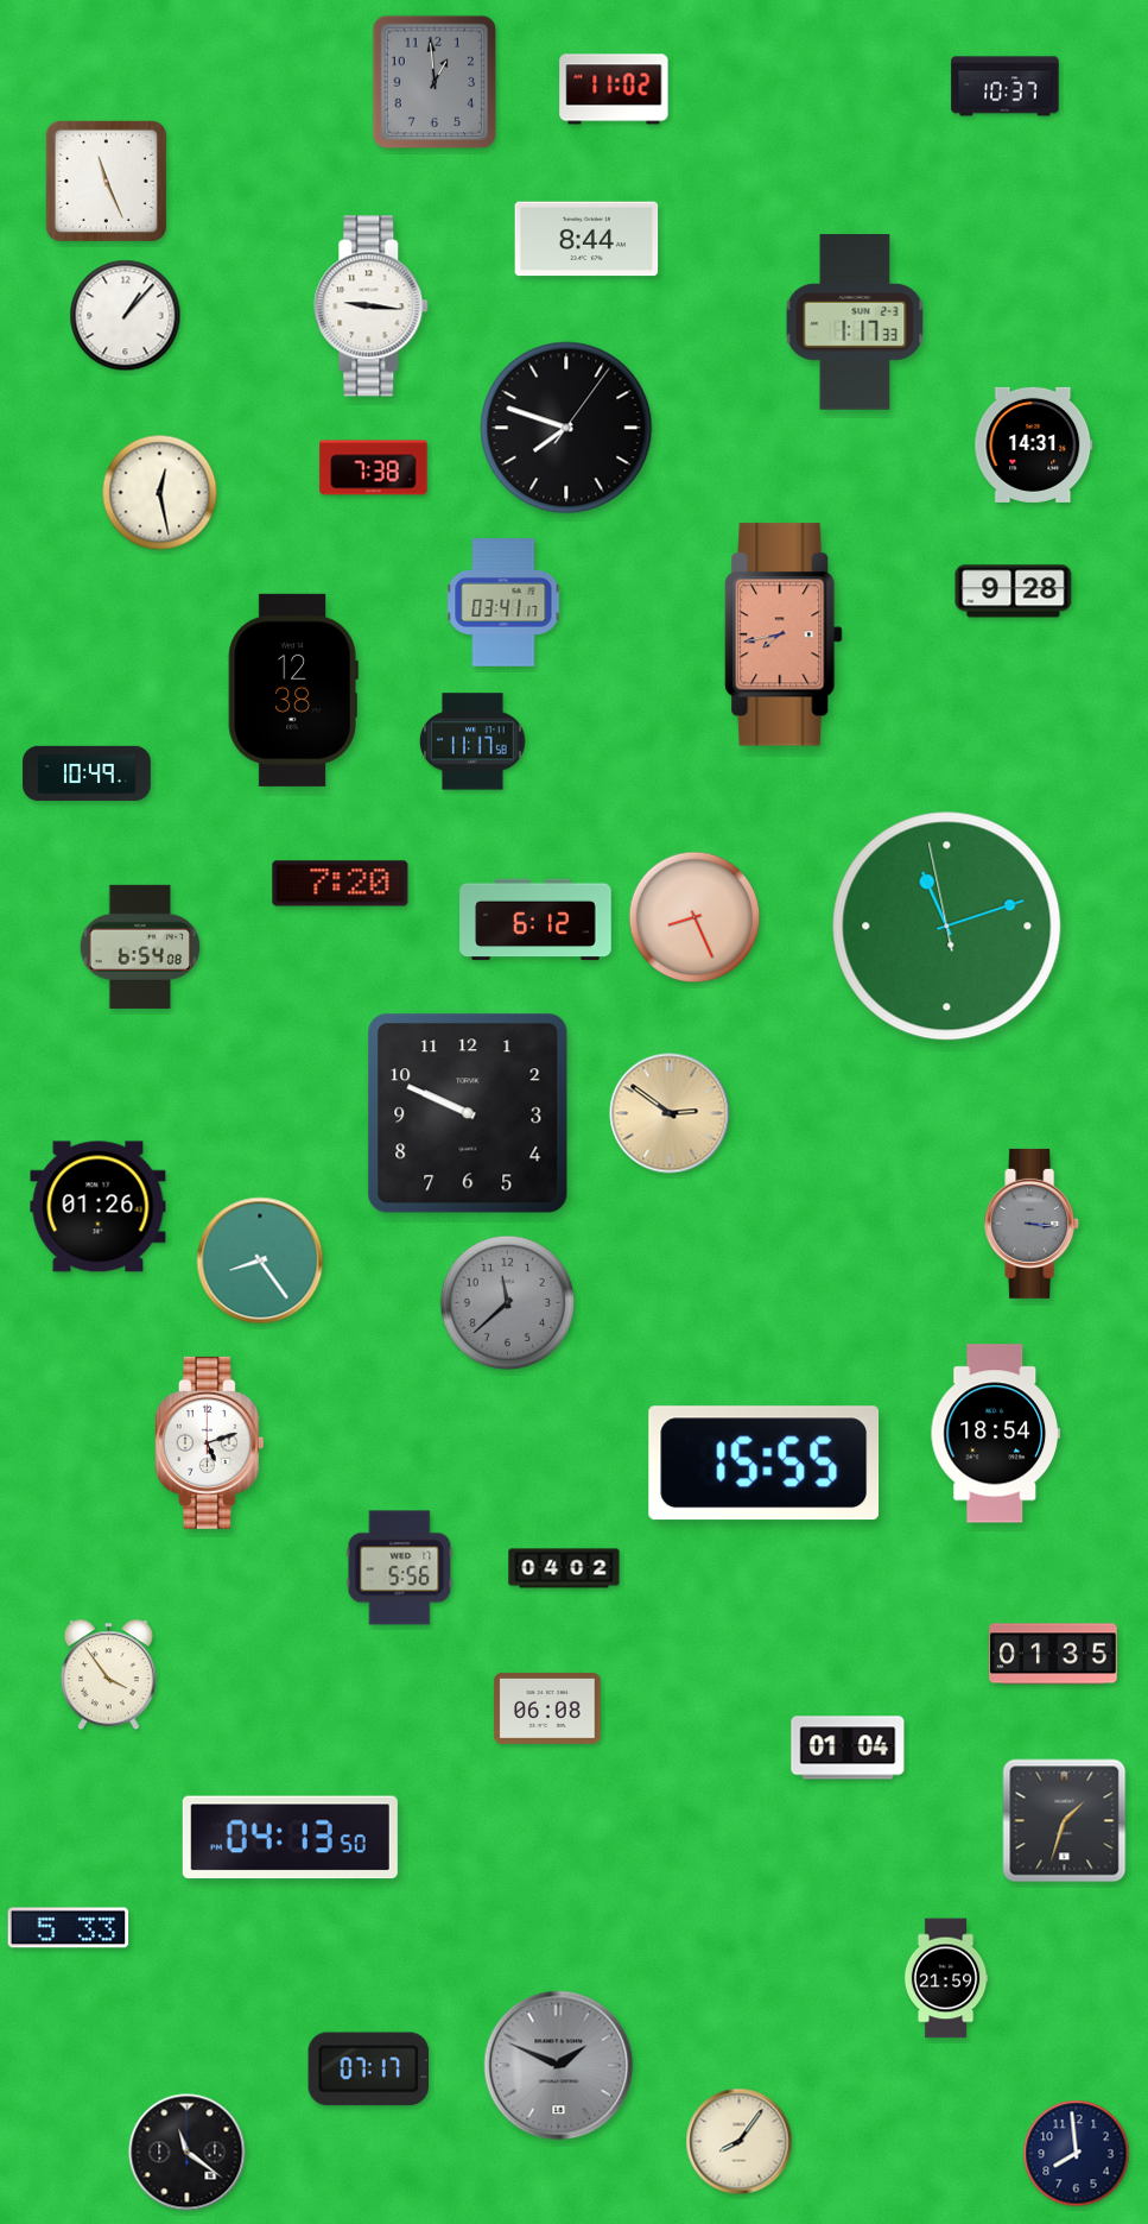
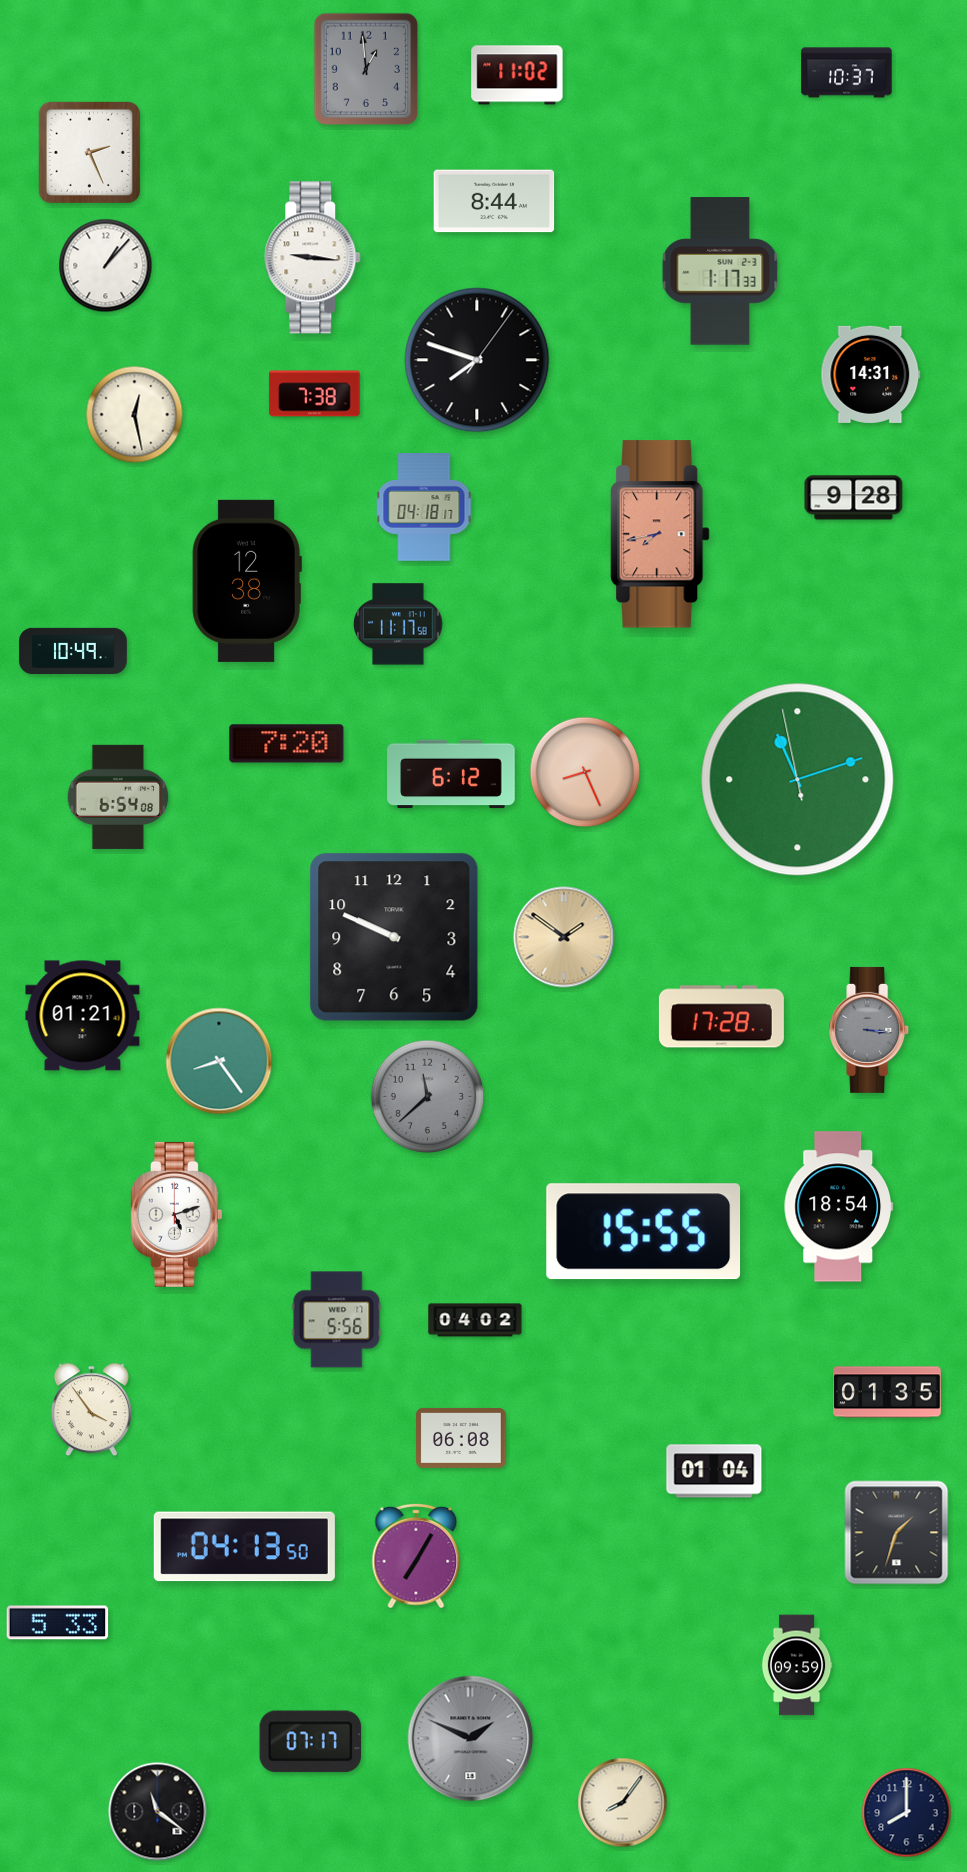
clock at (106, 181): 11:26 -> 2:26
clock at (503, 602): 03:41 -> 04:18
clock at (670, 1113): 2:51 -> 1:51
clock at (99, 1207): 01:26 -> 01:21
clock at (721, 1017): none -> 17:28
clock at (416, 1556): none -> 7:05
clock at (946, 1978): 21:59 -> 09:59
clock at (1077, 2154): 7:59 -> 8:00
